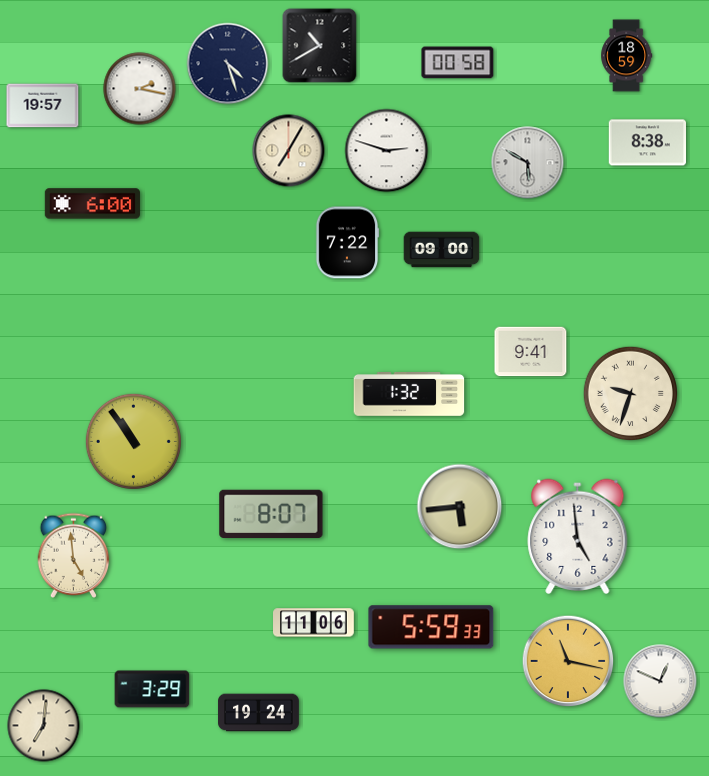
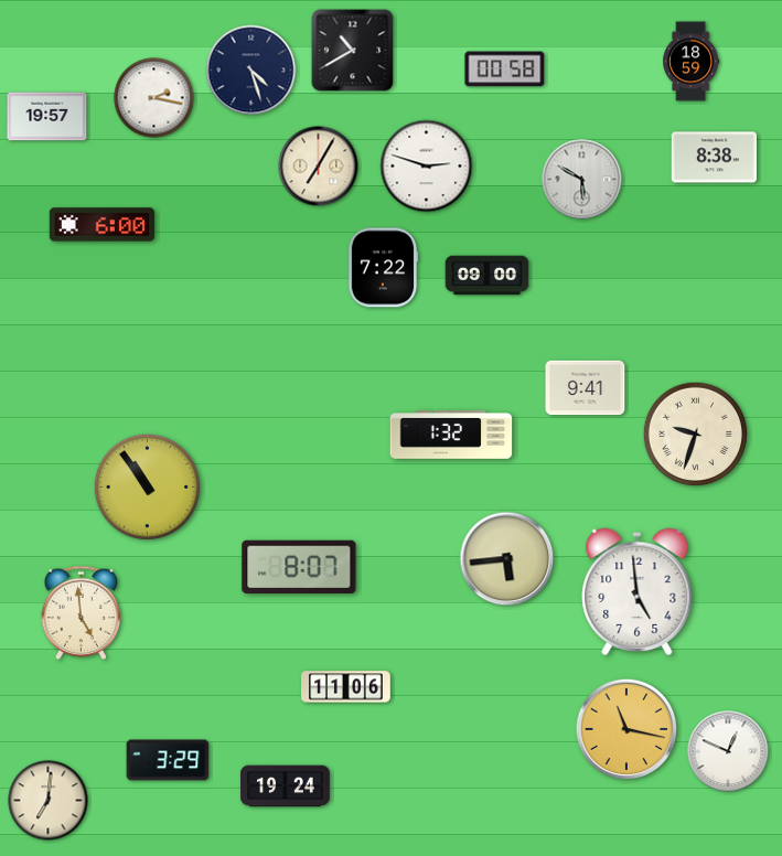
clock at (431, 627): 5:59 -> none
